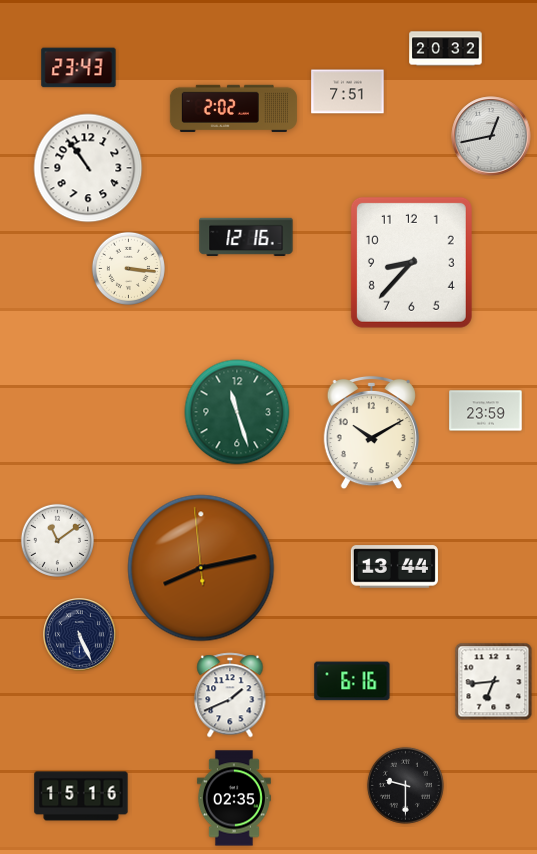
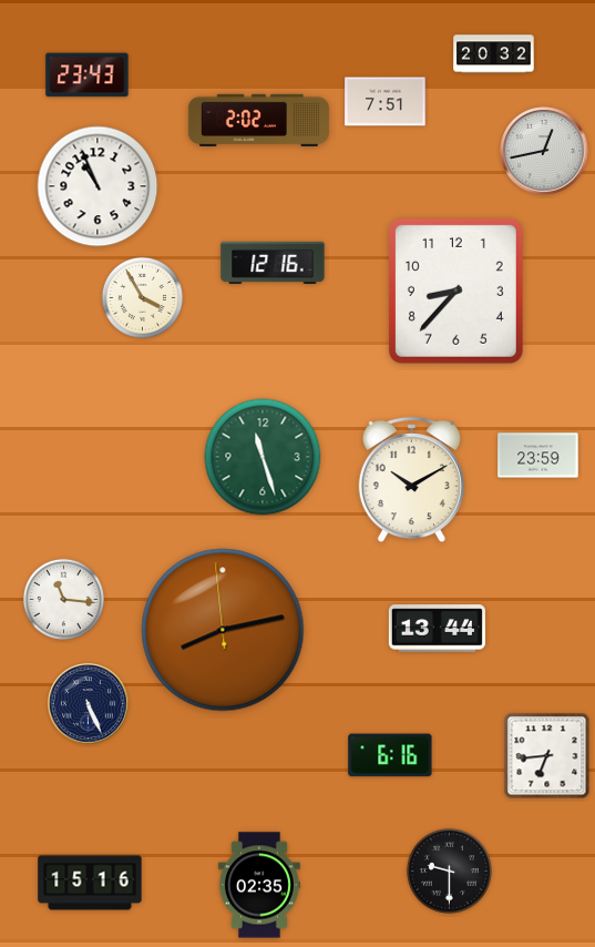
clock at (88, 168): 10:54 -> 10:56
clock at (128, 268): 3:16 -> 3:55
clock at (57, 540): 11:09 -> 11:16
clock at (230, 695): 1:41 -> none
